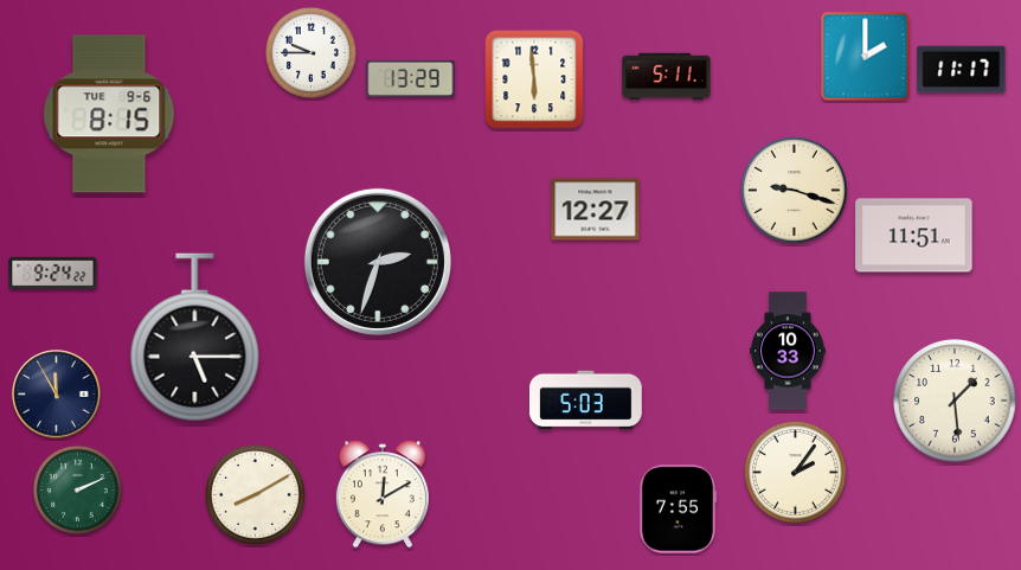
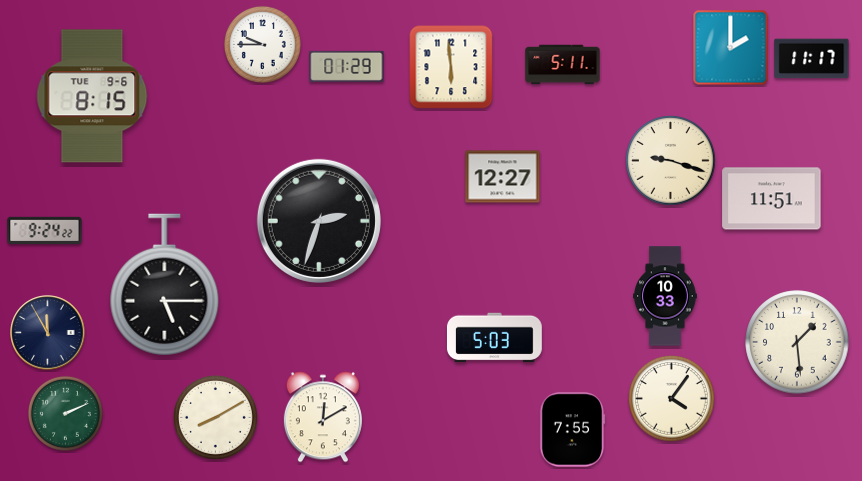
clock at (411, 78): 13:29 -> 01:29
clock at (955, 401) position: (955, 401) -> (797, 342)
clock at (795, 472): 2:06 -> 4:06
